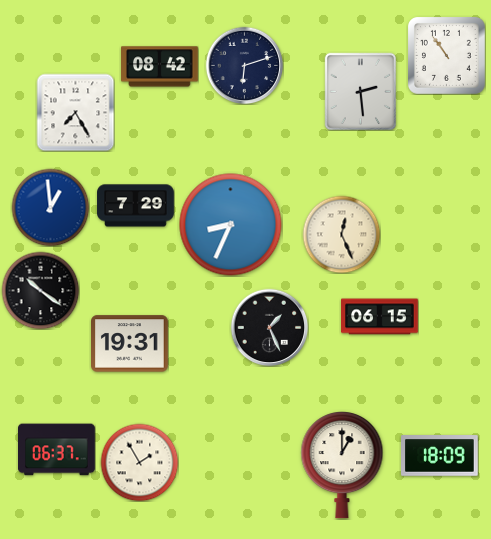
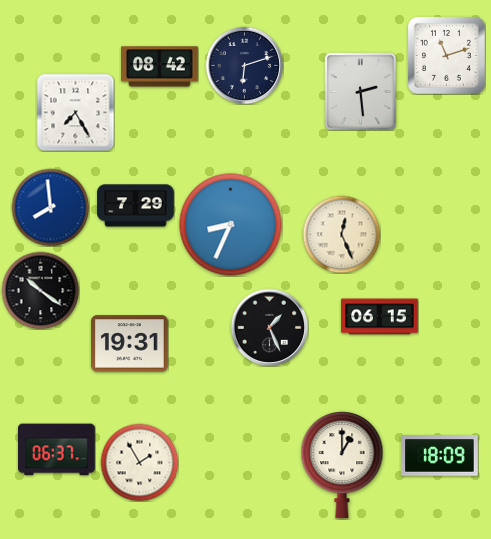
clock at (446, 55): 10:54 -> 11:12
clock at (50, 207): 12:59 -> 7:59
